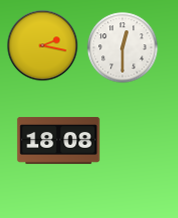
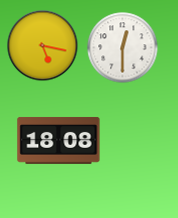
clock at (43, 46): 2:17 -> 5:17
